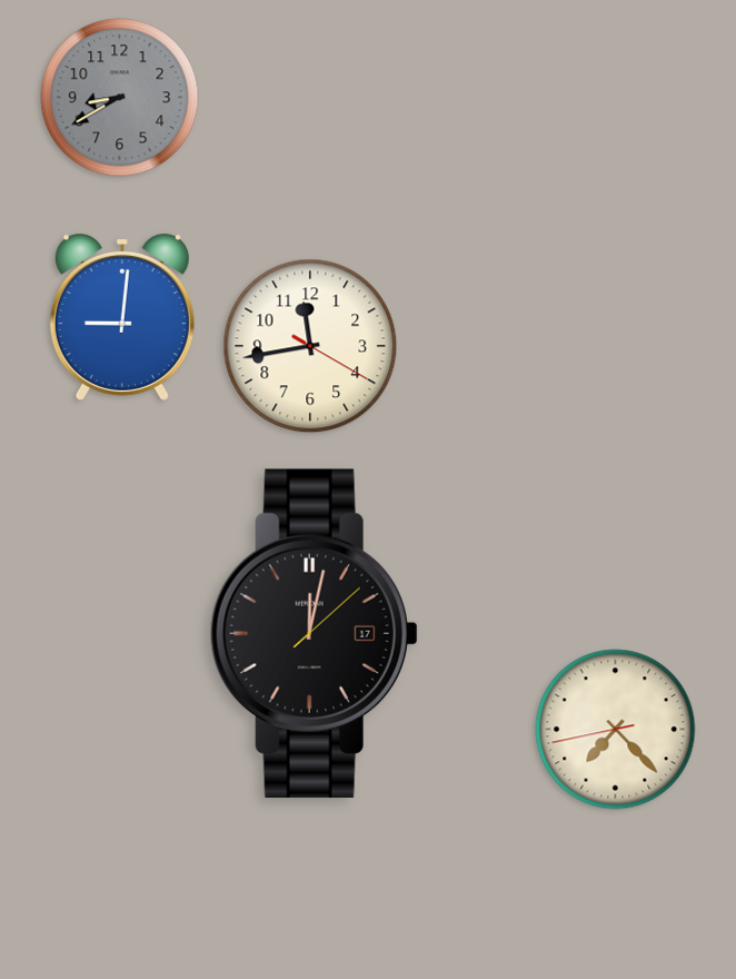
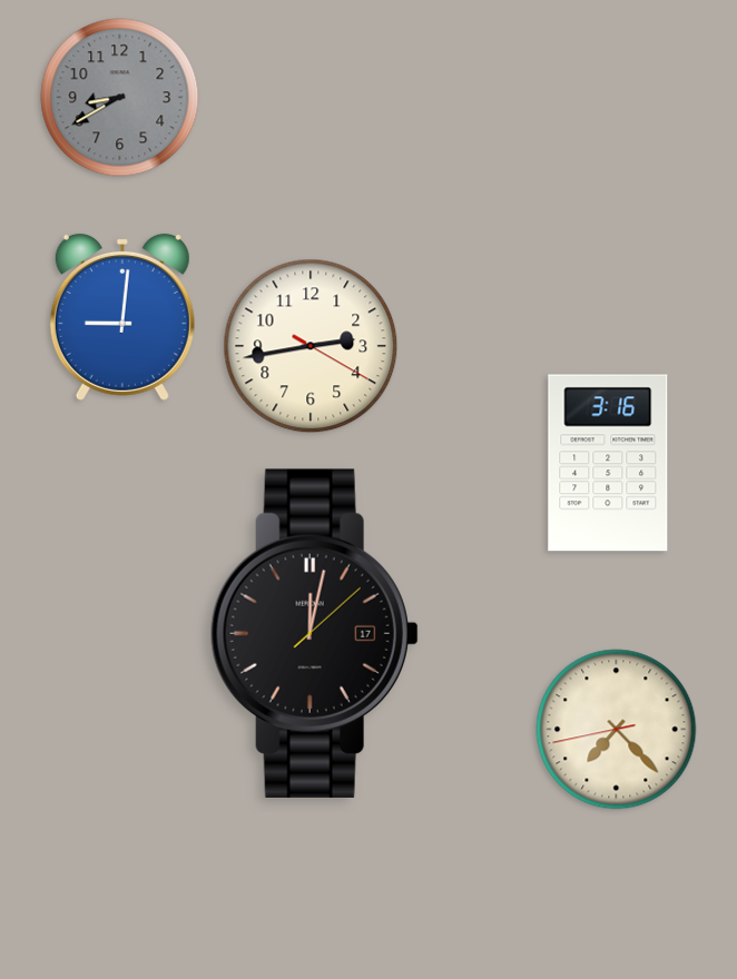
clock at (310, 346): 11:43 -> 2:43
clock at (608, 463): none -> 3:16
